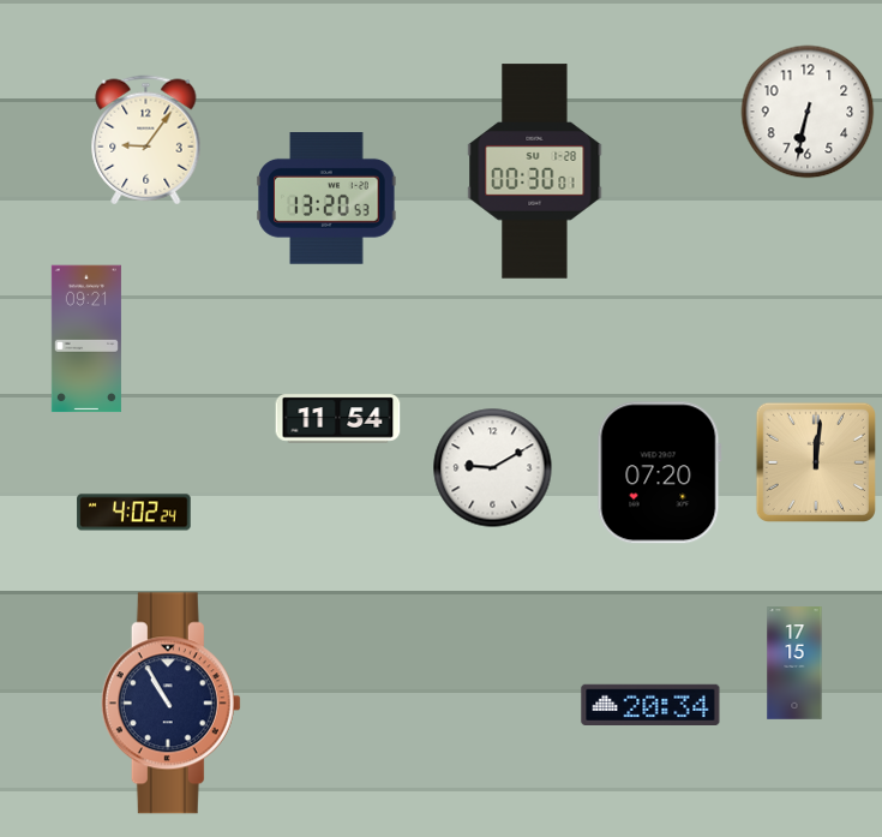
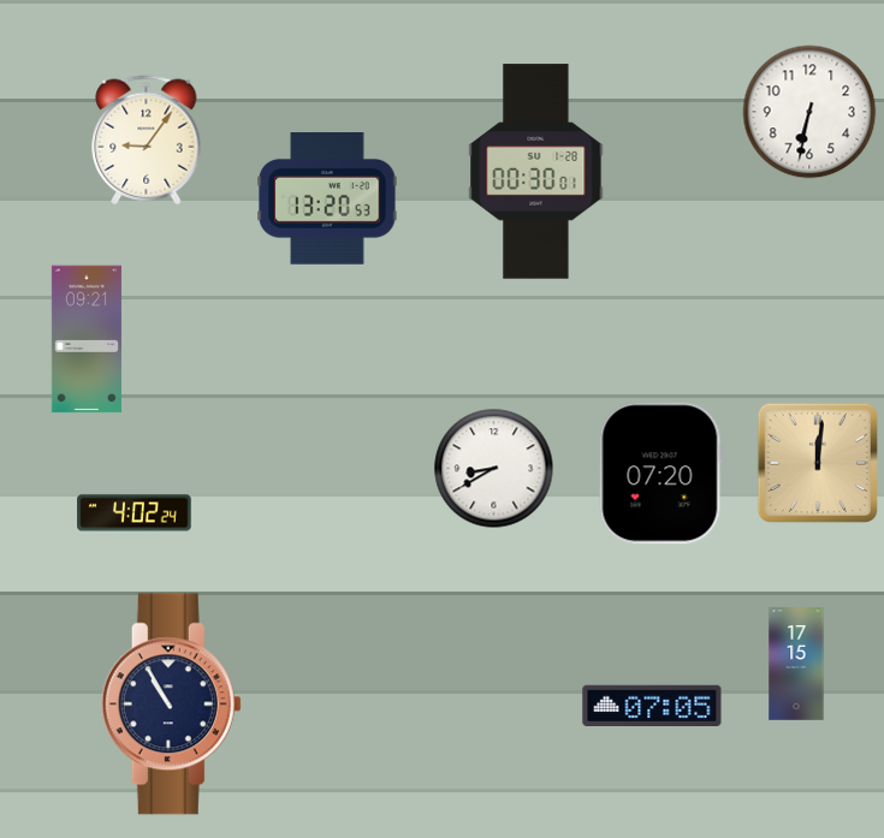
clock at (338, 419): 11:54 -> none
clock at (493, 468): 9:10 -> 8:40
clock at (650, 704): 20:34 -> 07:05
